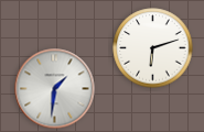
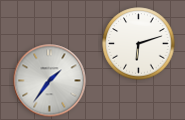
clock at (55, 89): 1:31 -> 1:36
